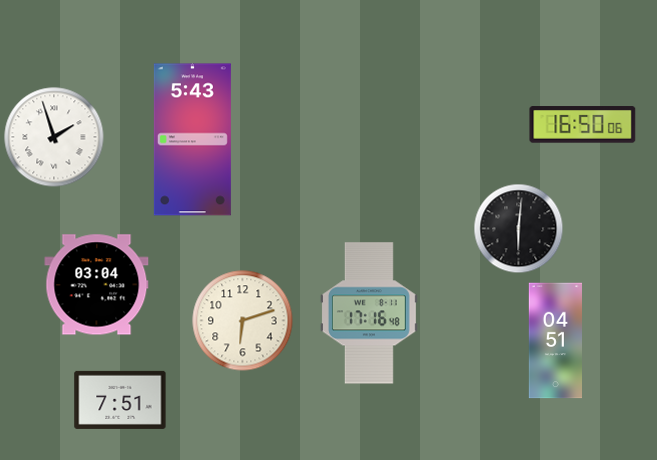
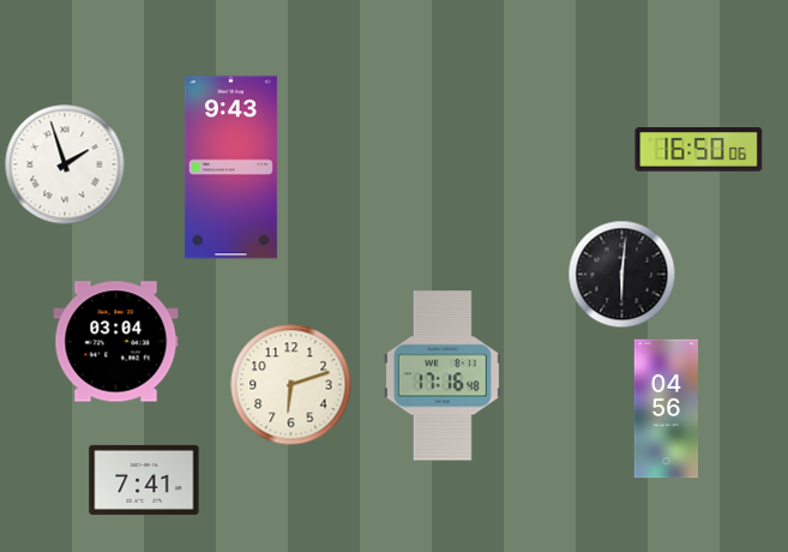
clock at (192, 140): 5:43 -> 9:43
clock at (555, 341): 04:51 -> 04:56
clock at (120, 400): 7:51 -> 7:41
